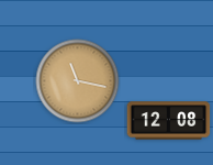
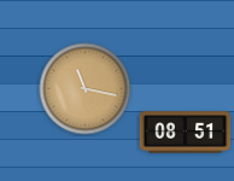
clock at (169, 121): 12:08 -> 08:51
